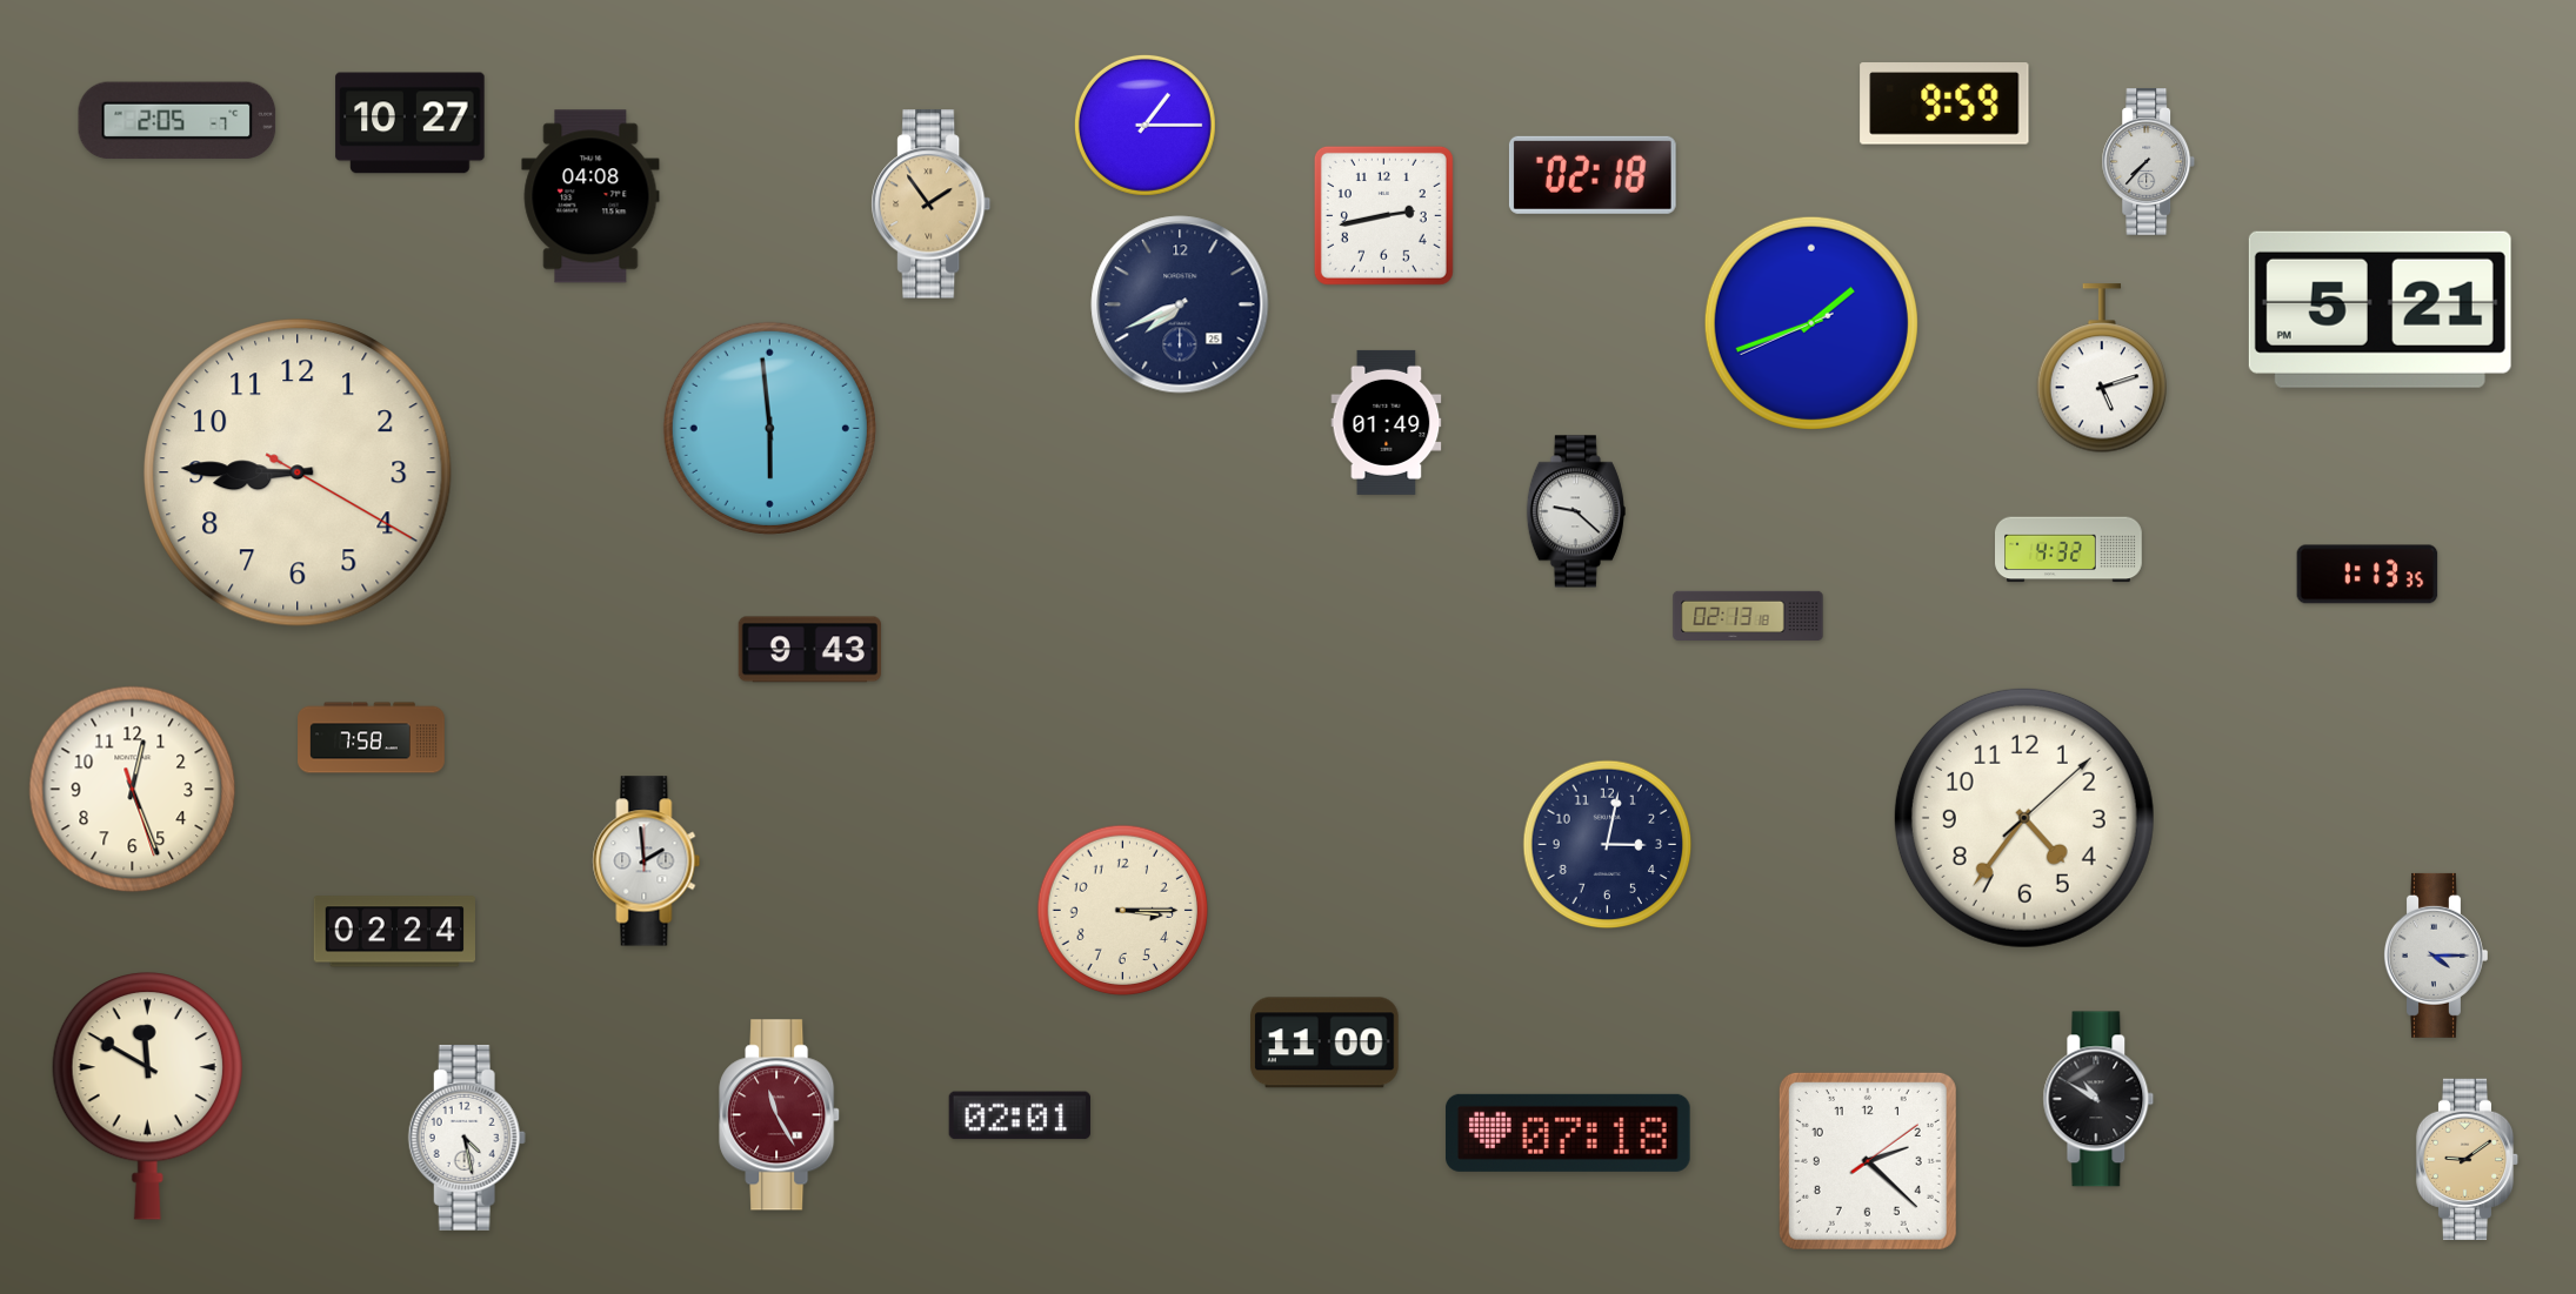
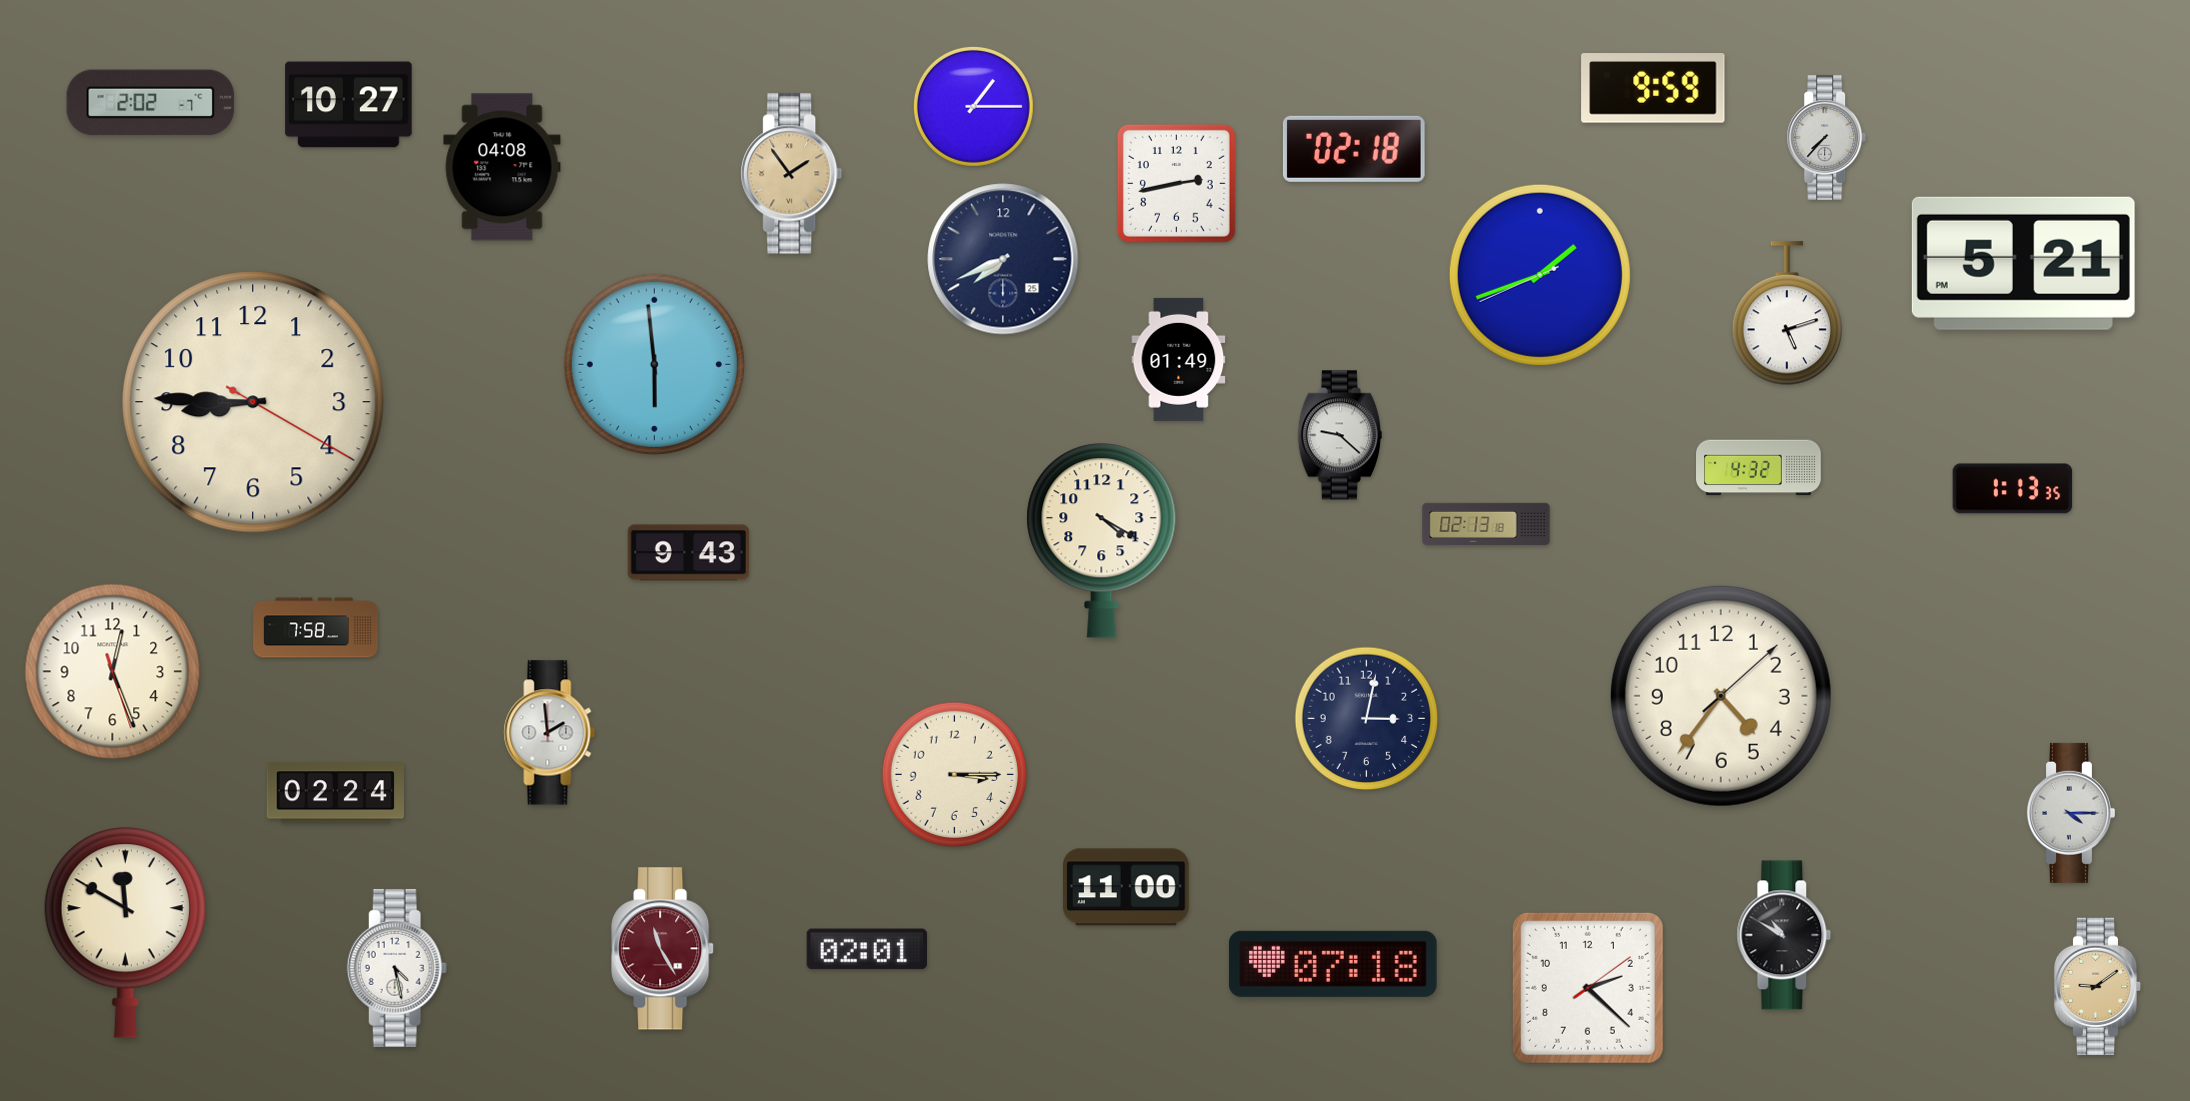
clock at (178, 121): 2:05 -> 2:02
clock at (1102, 541): none -> 4:20
